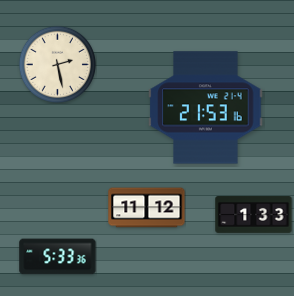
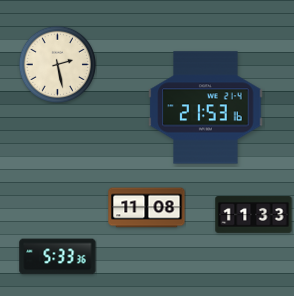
clock at (147, 208): 11:12 -> 11:08
clock at (254, 215): 1:33 -> 11:33
